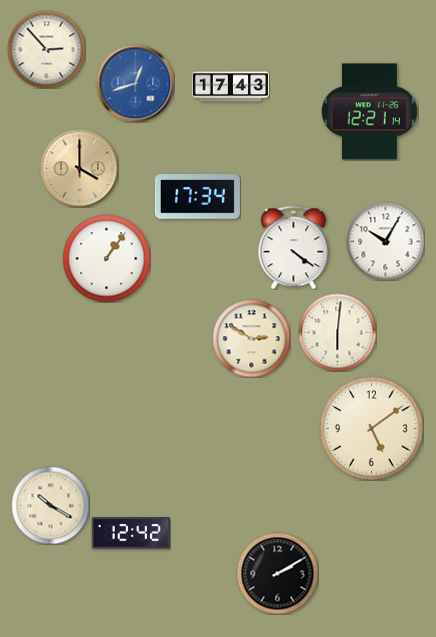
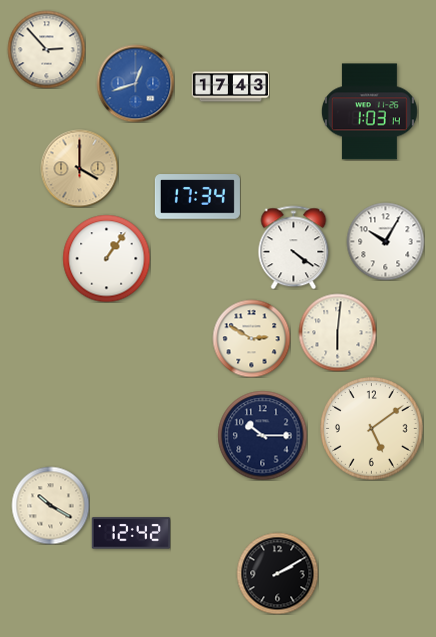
clock at (369, 112): 12:21 -> 1:03
clock at (262, 435): none -> 10:15
